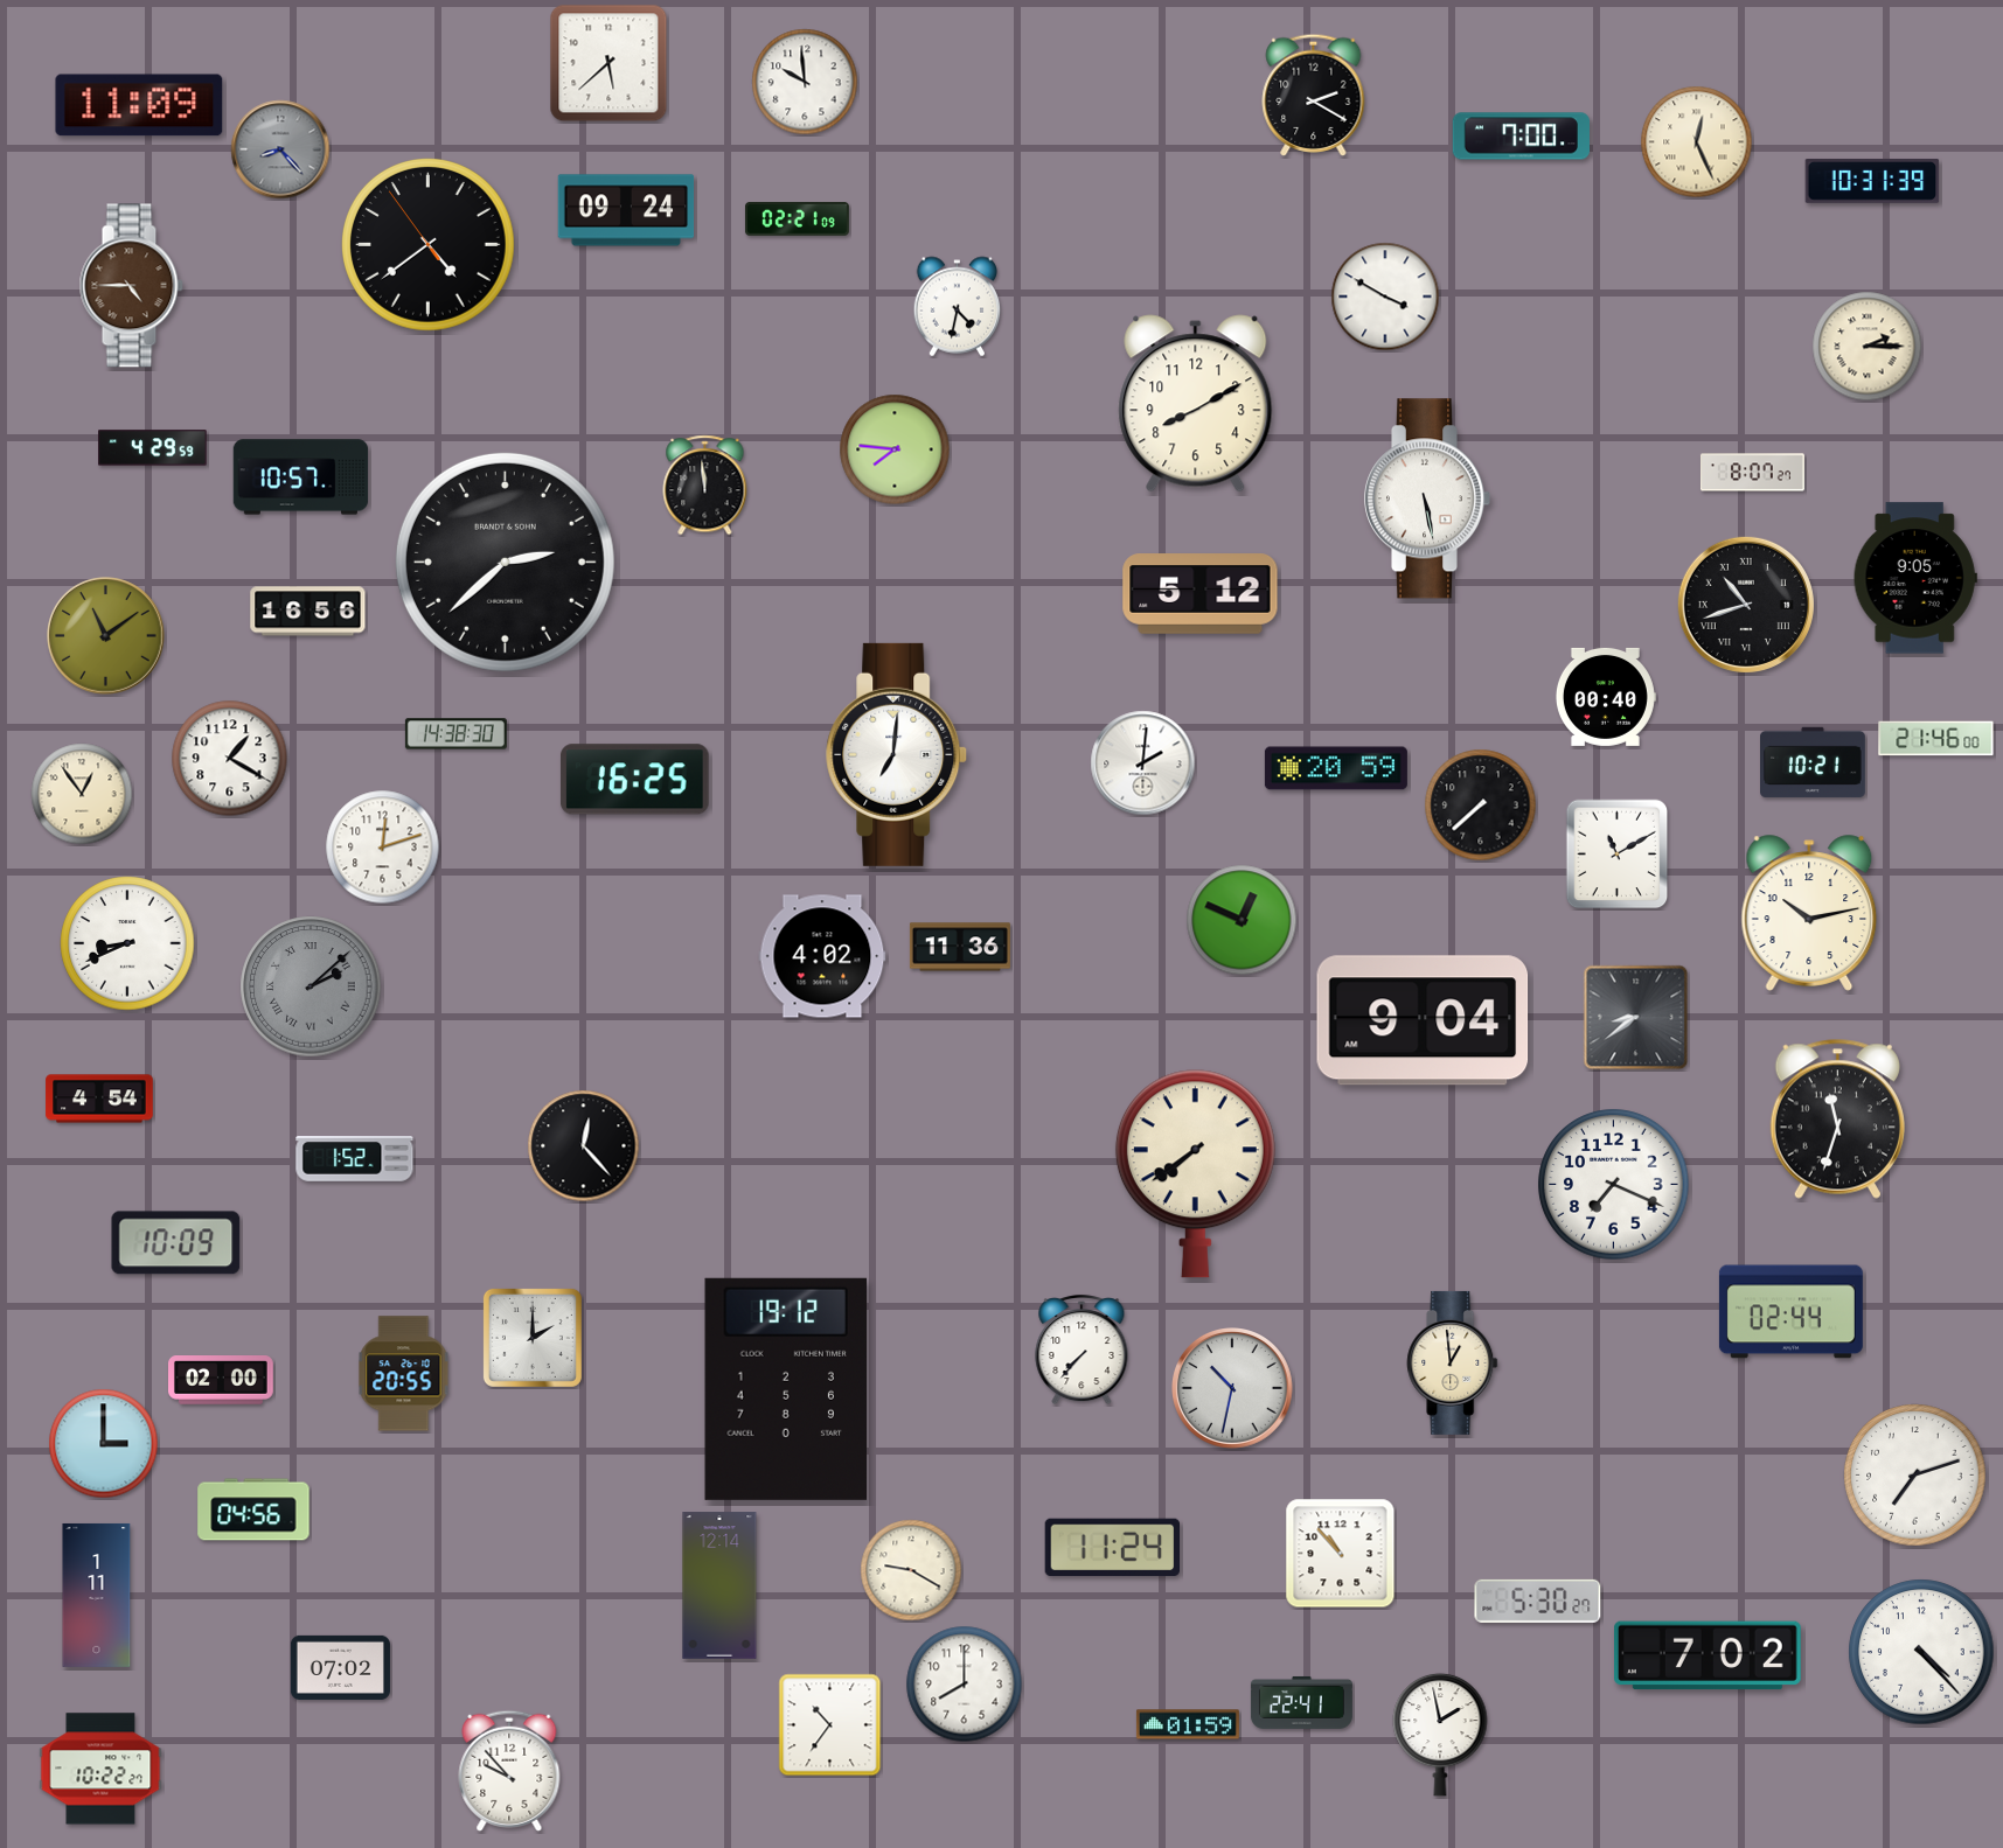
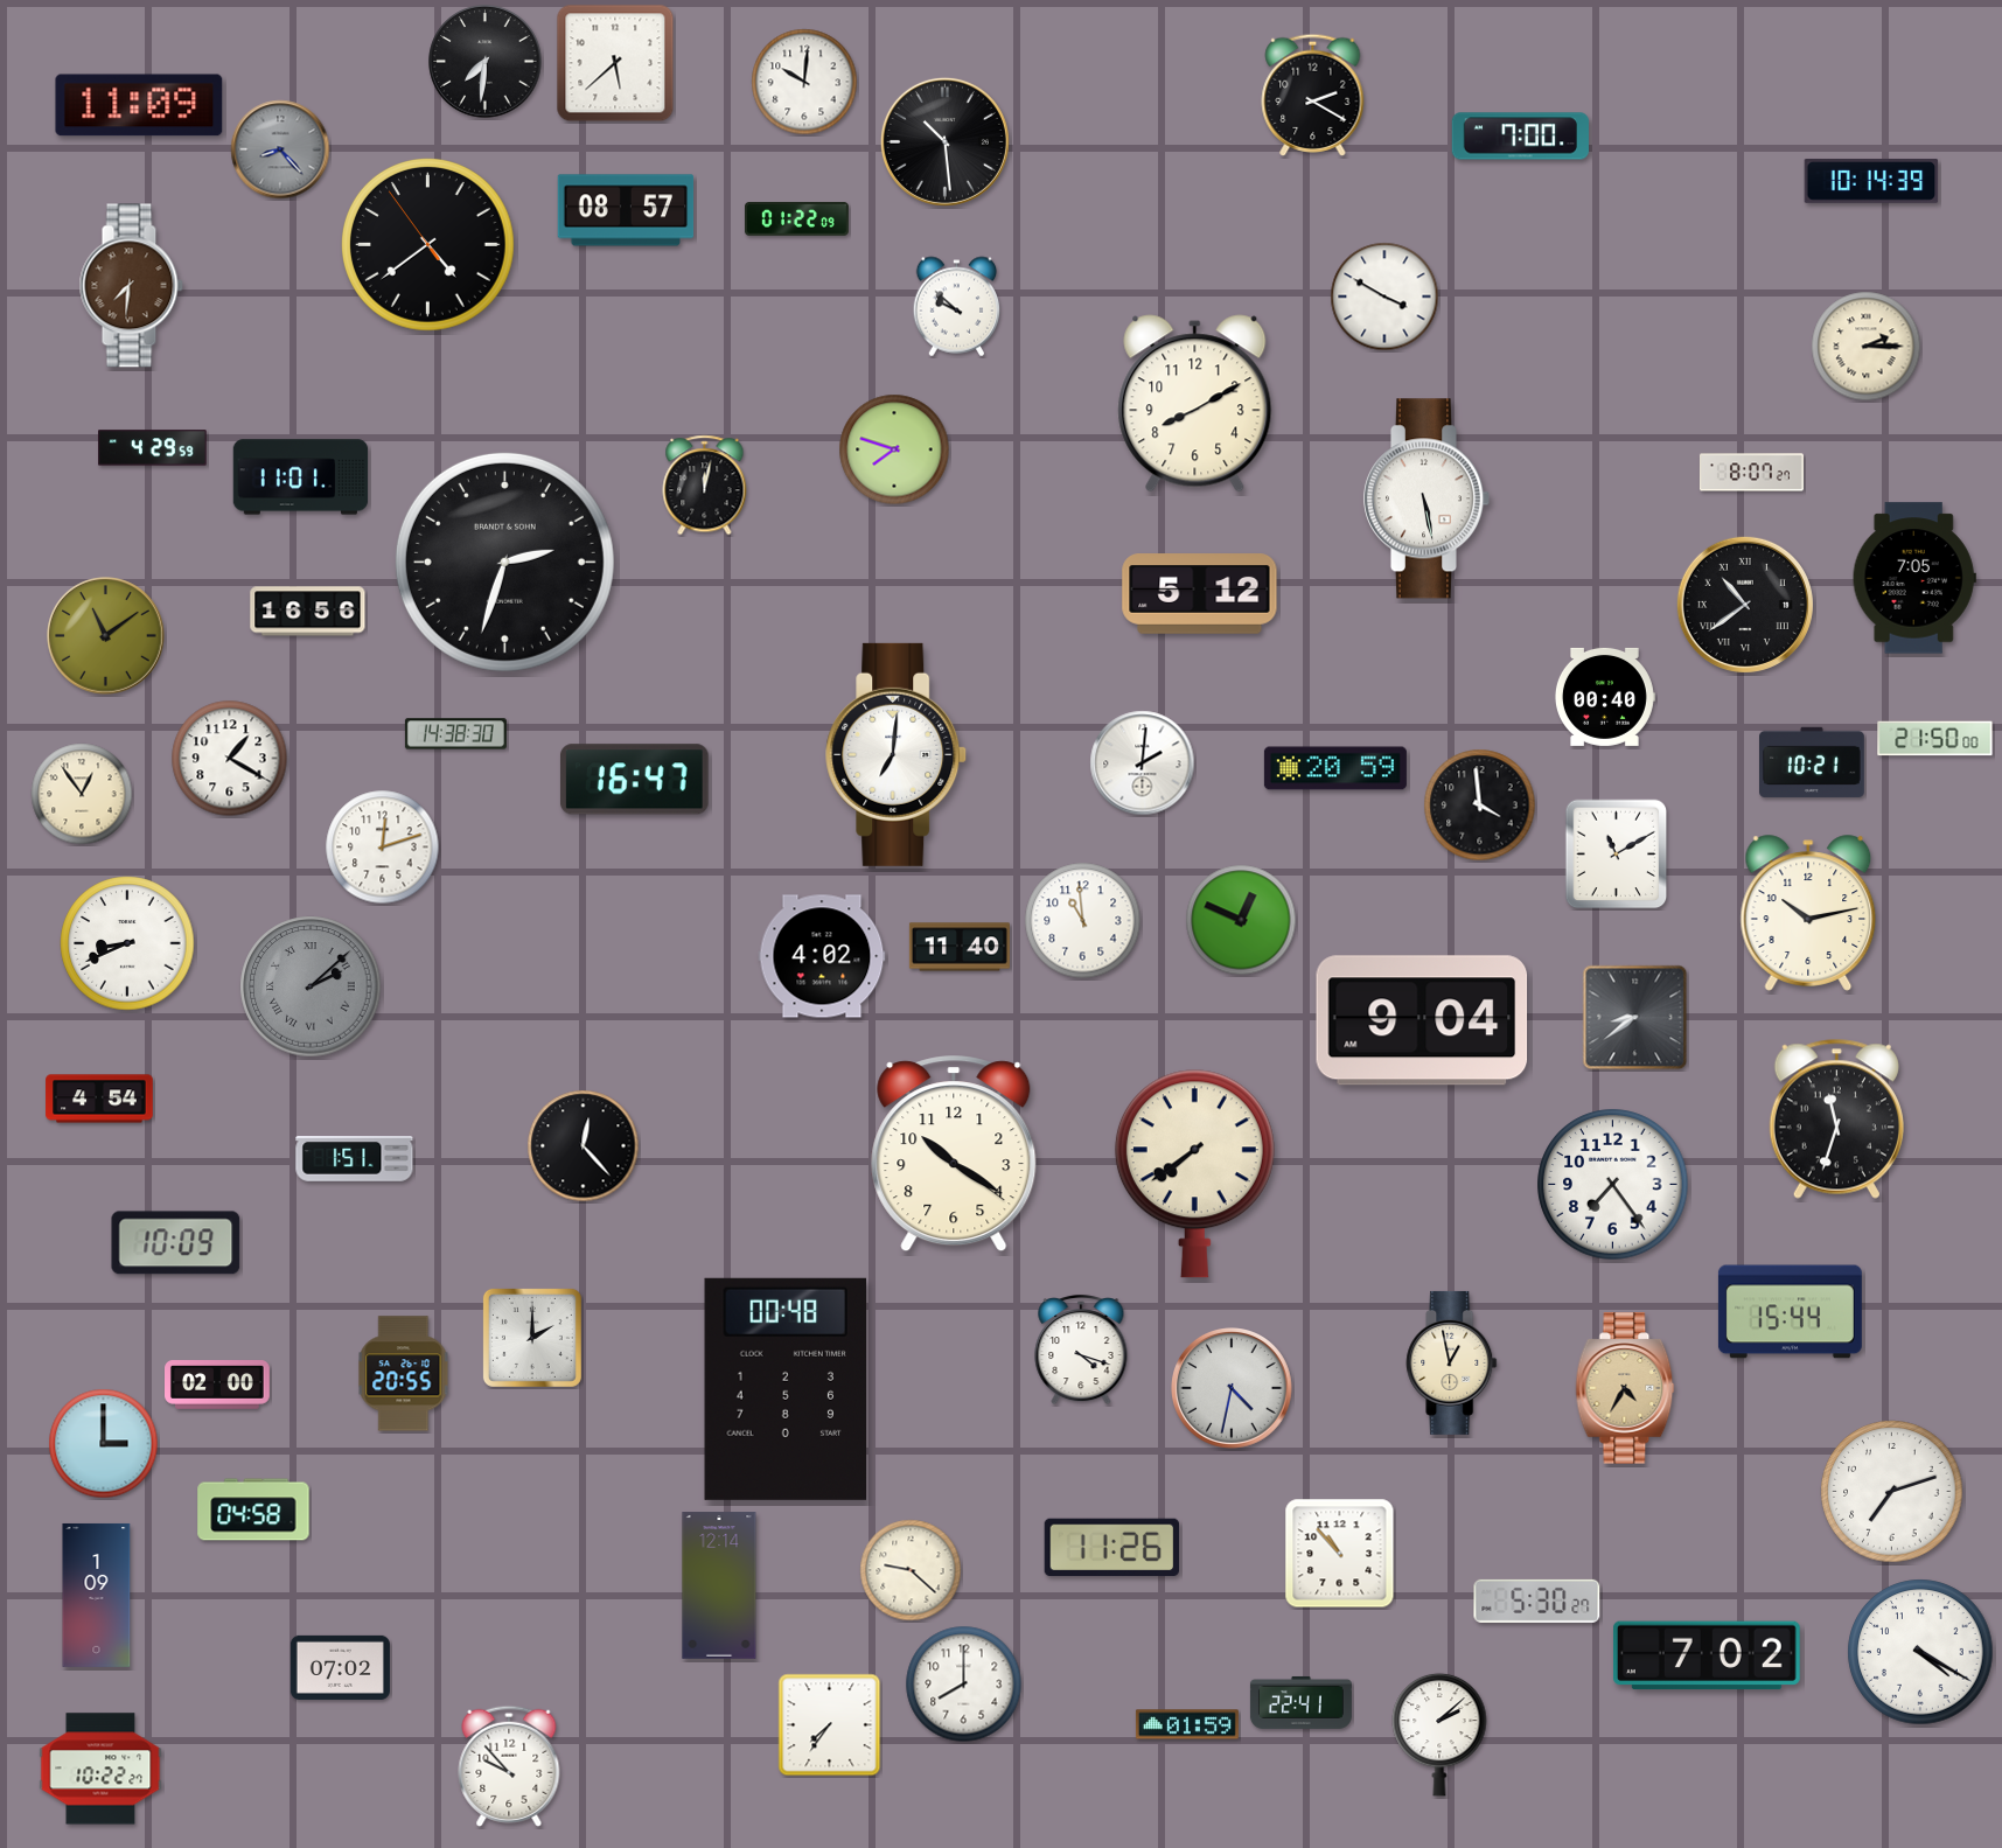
clock at (486, 62): none -> 7:31
clock at (608, 63) position: (608, 63) -> (615, 63)
clock at (805, 82): 9:59 -> 10:01
clock at (944, 141): none -> 10:29
clock at (1697, 142): 12:26 -> none
clock at (1872, 181): 10:31 -> 10:14
clock at (626, 210): 09:24 -> 08:57
clock at (797, 219): 02:21 -> 01:22
clock at (131, 286): 4:45 -> 7:31
clock at (958, 307): 4:32 -> 9:52
clock at (895, 449): 7:46 -> 7:48
clock at (301, 477): 10:57 -> 11:01
clock at (705, 486): 11:59 -> 12:02
clock at (505, 562): 2:38 -> 2:33
clock at (1915, 578): 9:05 -> 7:05
clock at (1746, 605): 10:42 -> 10:39
clock at (1936, 739): 21:46 -> 21:50
clock at (635, 780): 16:25 -> 16:47
clock at (1481, 806): 7:38 -> 3:59
clock at (1083, 921): none -> 10:59
clock at (960, 947): 11:36 -> 11:40
clock at (954, 1155): none -> 10:20
clock at (355, 1159): 1:52 -> 1:51
clock at (1614, 1185): 7:19 -> 7:24
clock at (1790, 1312): 02:44 -> 15:44
clock at (1082, 1350): 7:37 -> 4:18
clock at (1453, 1362): 12:59 -> 12:58
clock at (222, 1381) position: (222, 1381) -> (218, 1386)
clock at (1625, 1388): none -> 4:35
clock at (785, 1389): 19:12 -> 00:48
clock at (1233, 1389): 10:32 -> 4:32
clock at (1915, 1476) position: (1915, 1476) -> (1892, 1492)
clock at (253, 1509): 04:56 -> 04:58
clock at (1112, 1547): 11:24 -> 11:26
clock at (911, 1570): 9:20 -> 9:22
clock at (97, 1595): 1:11 -> 1:09
clock at (1921, 1652): 4:23 -> 4:20
clock at (830, 1725): 10:36 -> 7:36
clock at (1440, 1735): 1:58 -> 2:08
clock at (509, 1771) position: (509, 1771) -> (509, 1766)
